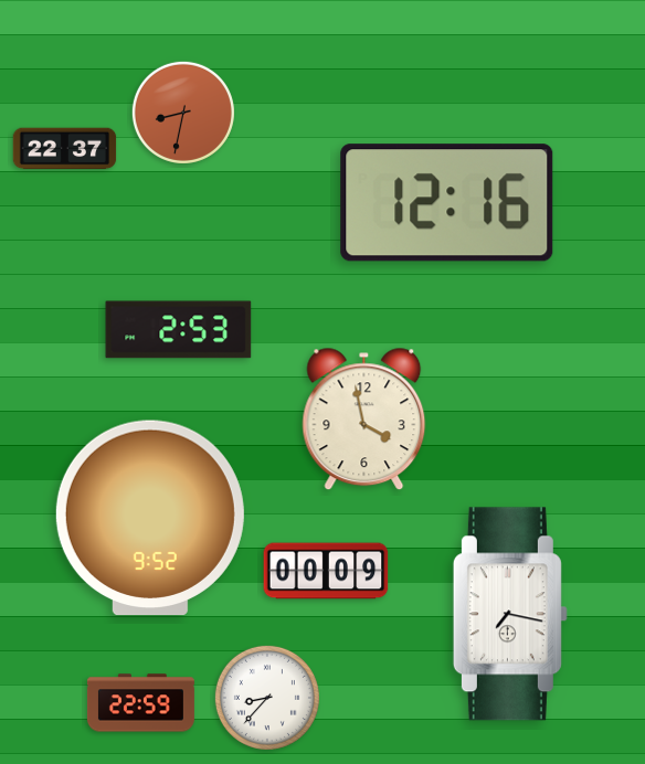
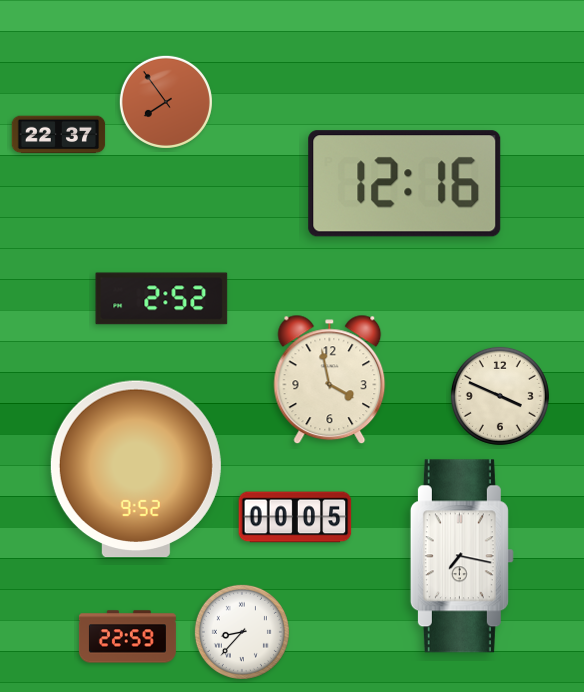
clock at (183, 113): 8:32 -> 7:54
clock at (179, 330): 2:53 -> 2:52
clock at (500, 396): none -> 3:49
clock at (326, 571): 00:09 -> 00:05
